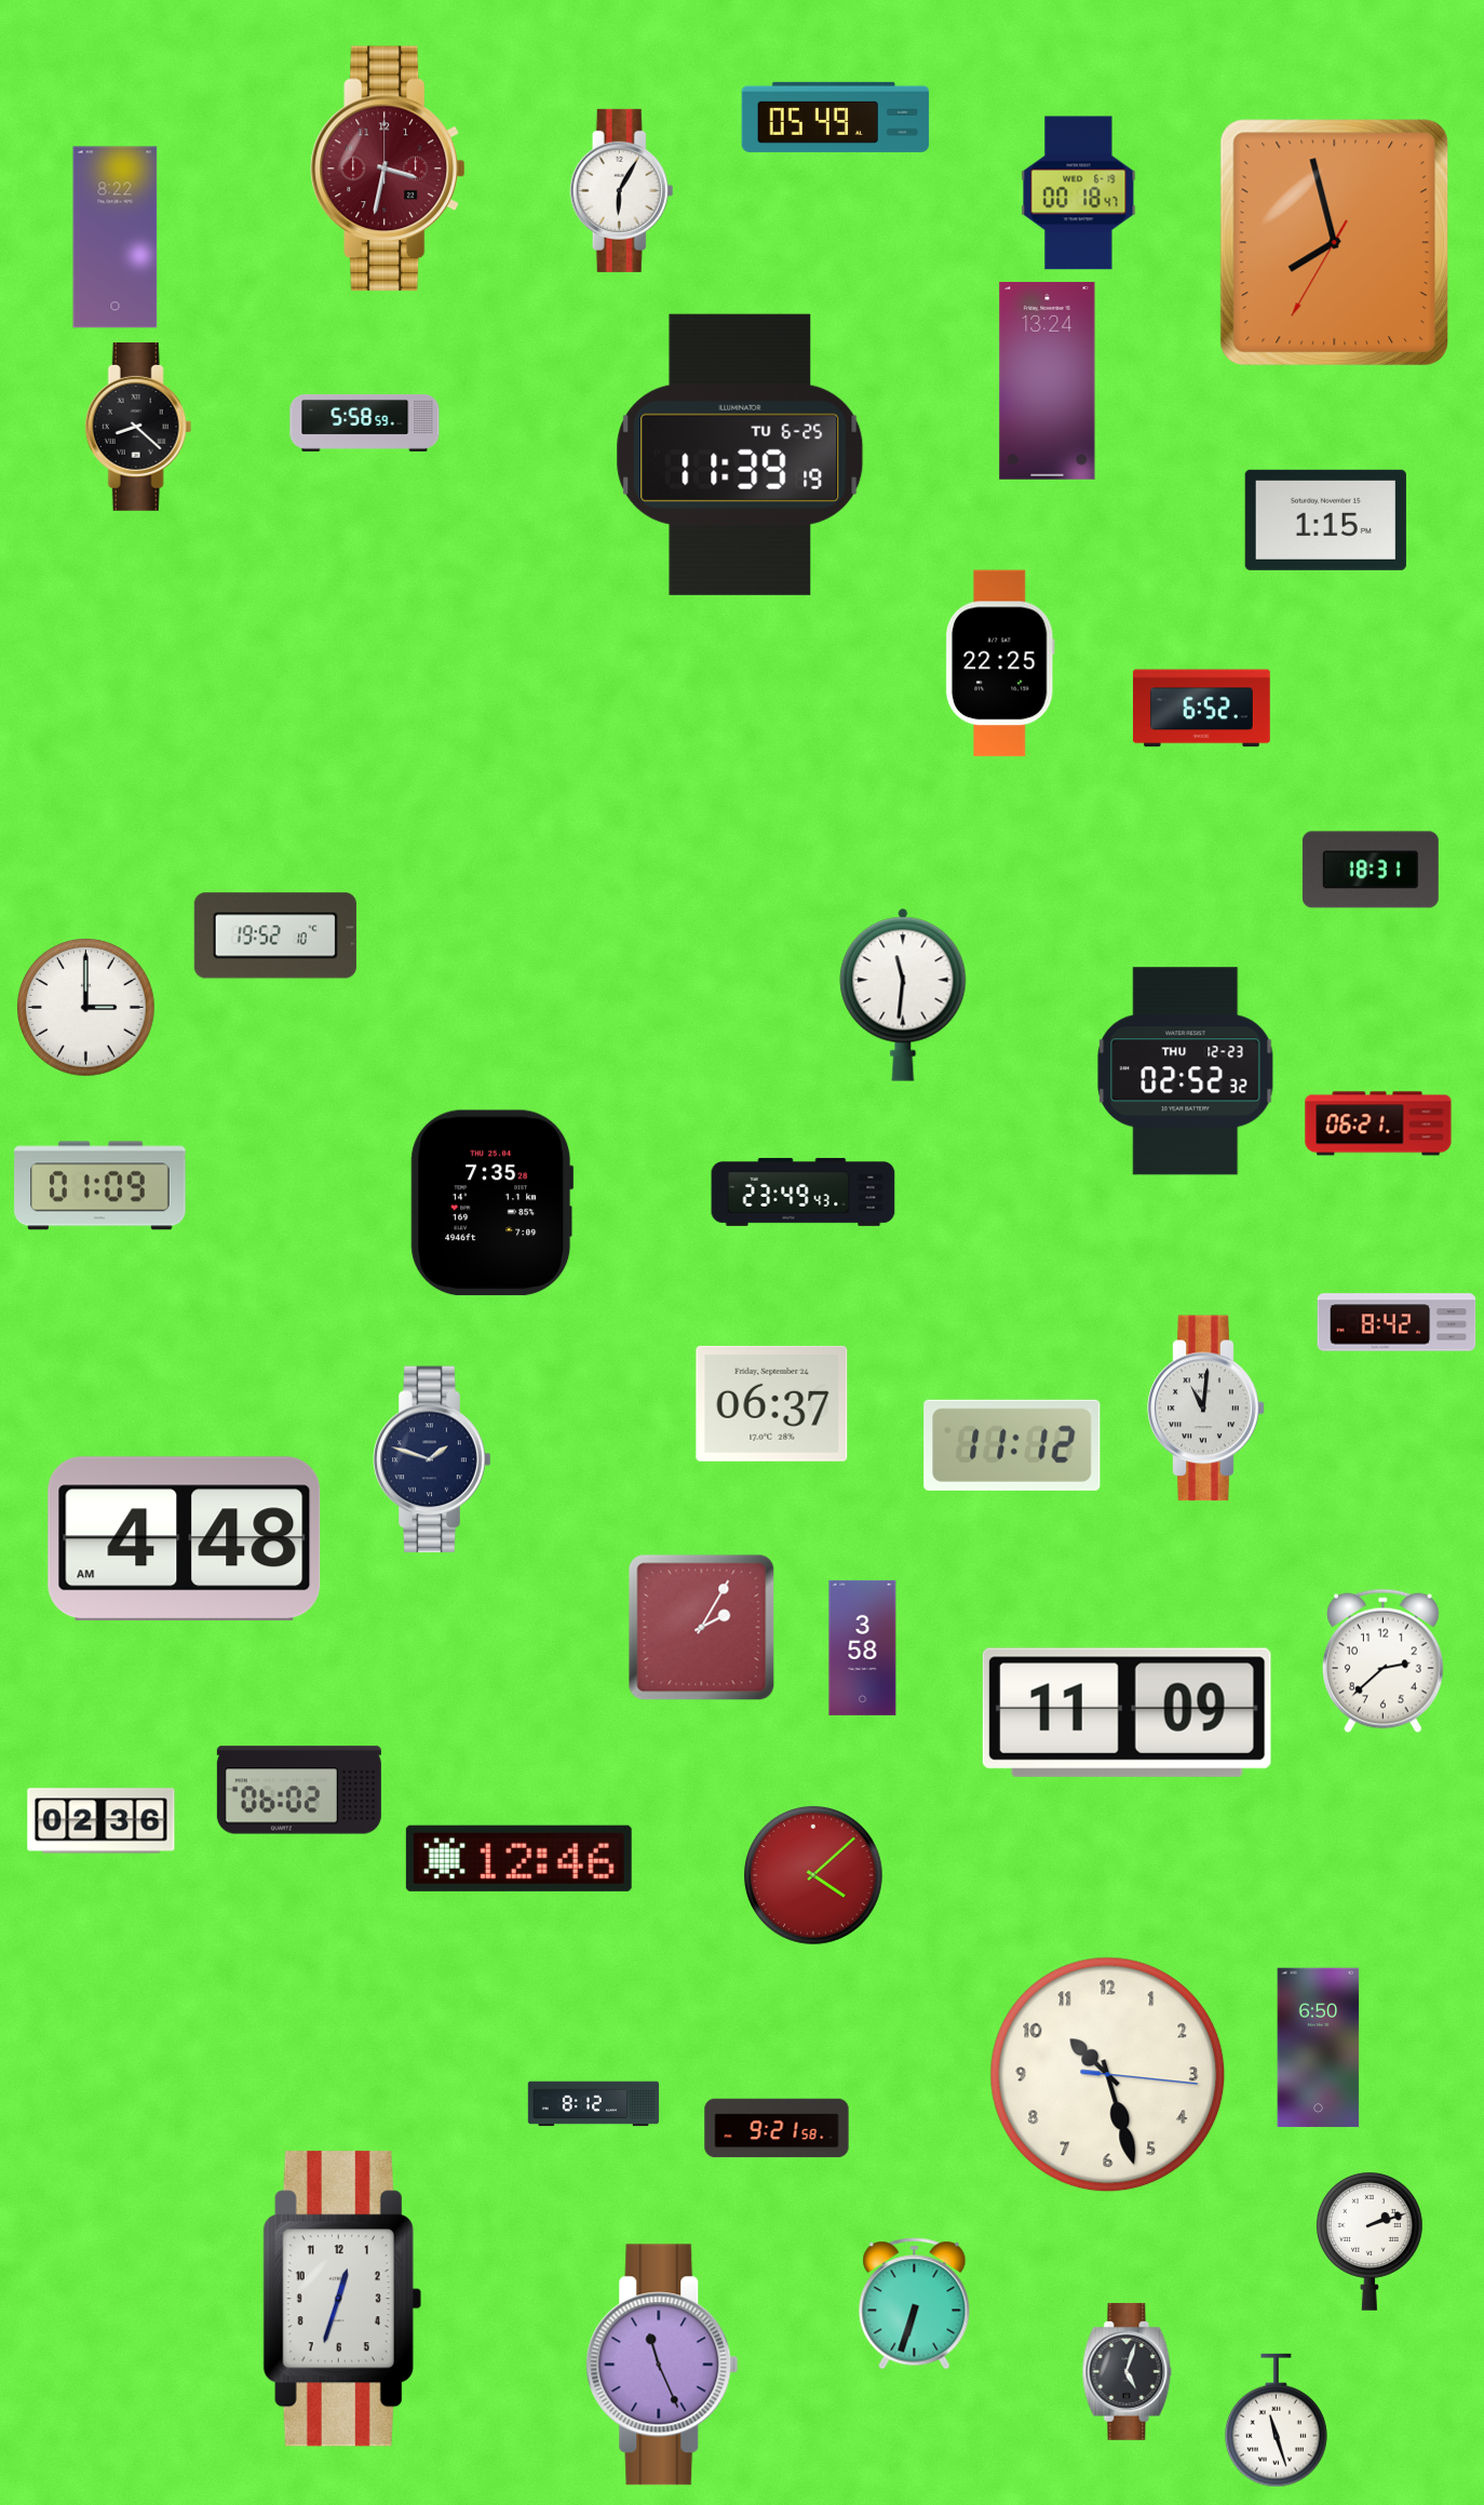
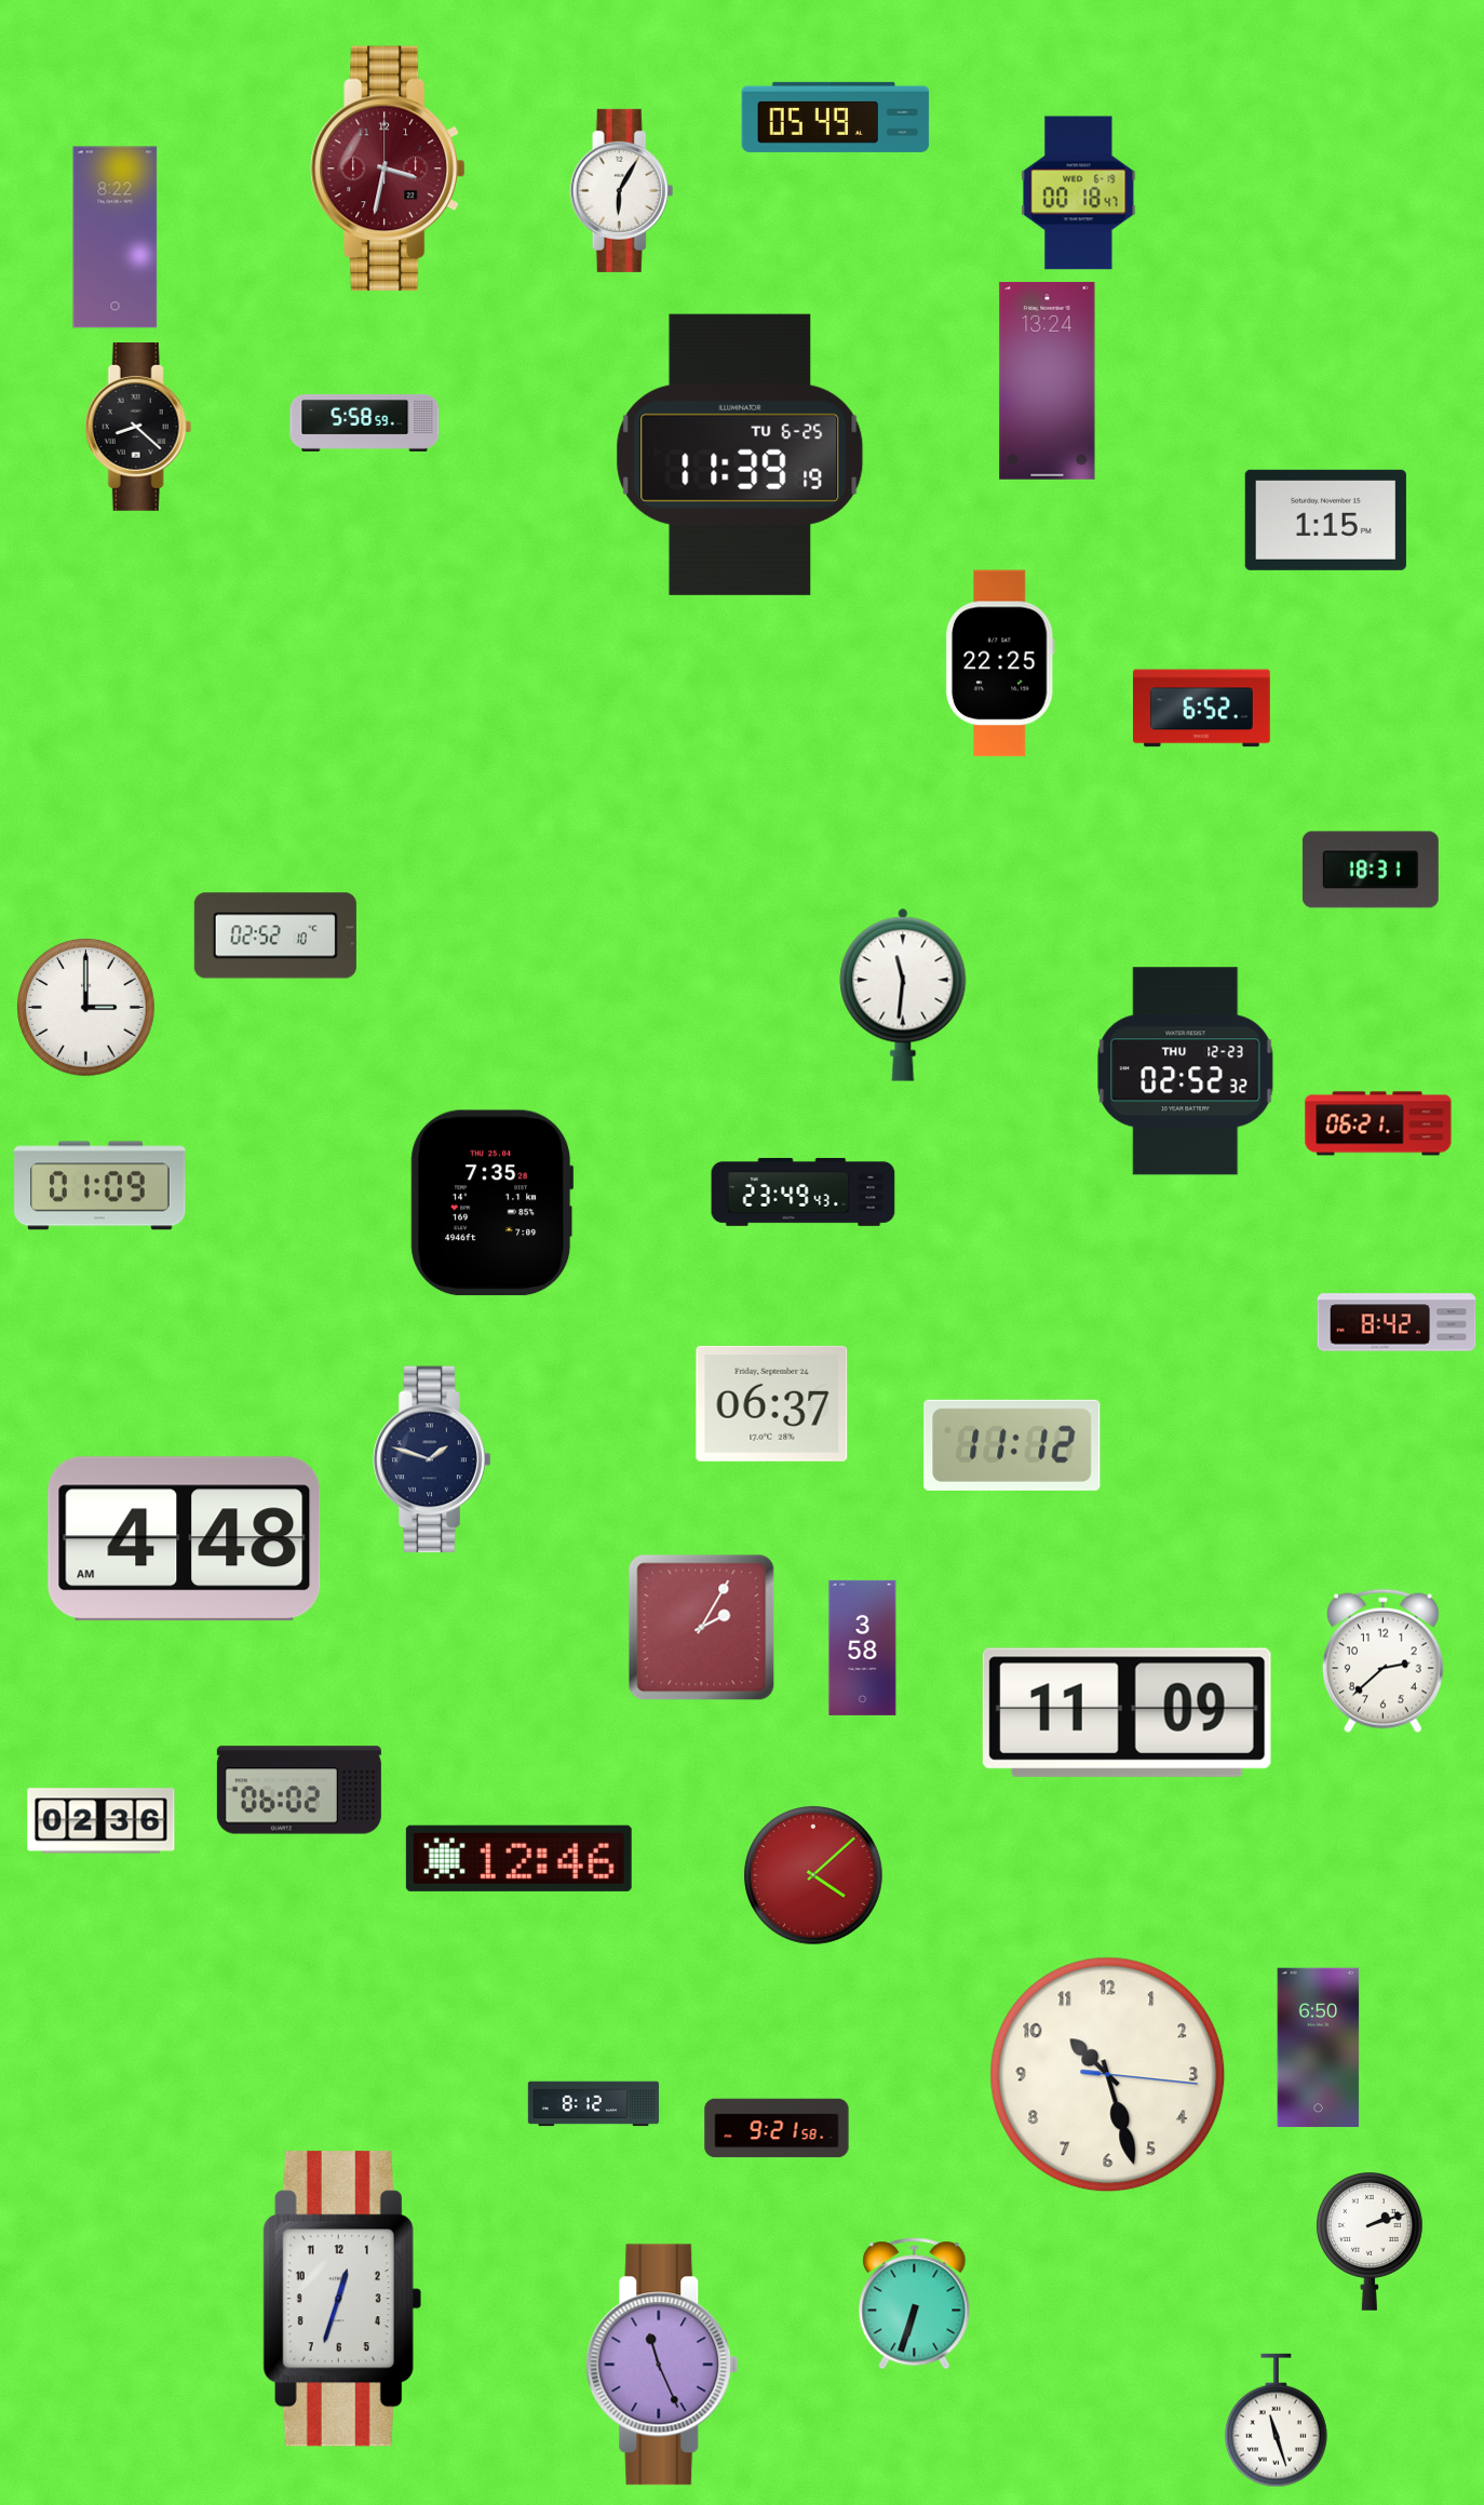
clock at (1335, 243): 7:57 -> none
clock at (275, 935): 19:52 -> 02:52
clock at (1206, 1409): 11:01 -> none
clock at (1128, 2371): 5:03 -> none
